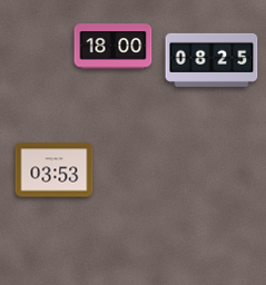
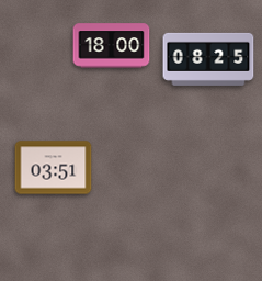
clock at (55, 170): 03:53 -> 03:51
